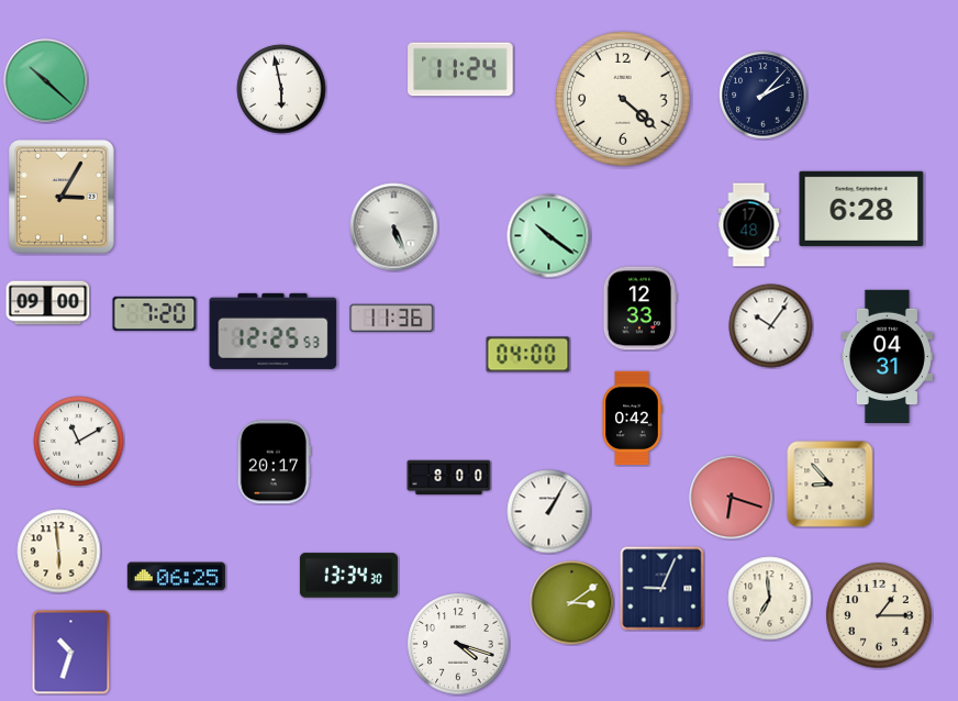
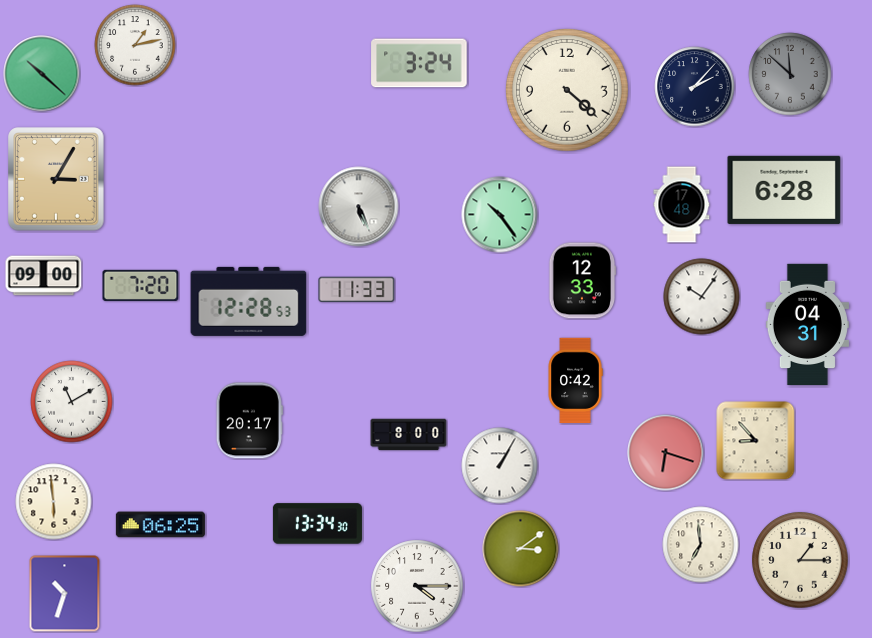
clock at (135, 45): none -> 1:13
clock at (460, 69): 11:24 -> 3:24
clock at (790, 74): none -> 11:52
clock at (281, 89): 5:58 -> none
clock at (549, 236): 10:21 -> 10:24
clock at (392, 318): 11:36 -> 11:33
clock at (274, 331): 12:25 -> 12:28
clock at (528, 355): 04:00 -> none
clock at (662, 589): 9:04 -> none
clock at (458, 644): 4:18 -> 4:15
